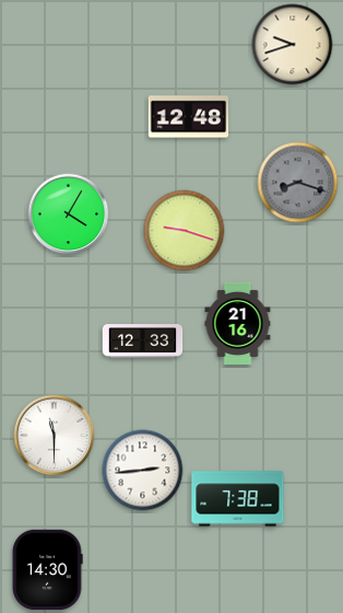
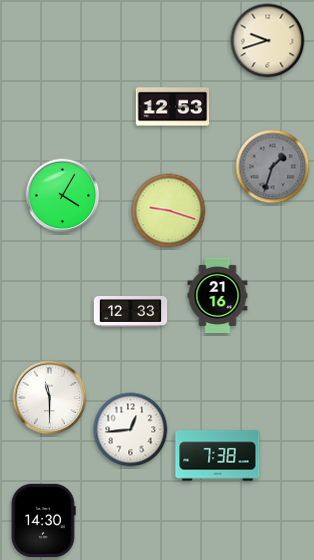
clock at (189, 117): 12:48 -> 12:53
clock at (298, 183): 8:18 -> 1:33
clock at (143, 471): 2:44 -> 12:44
